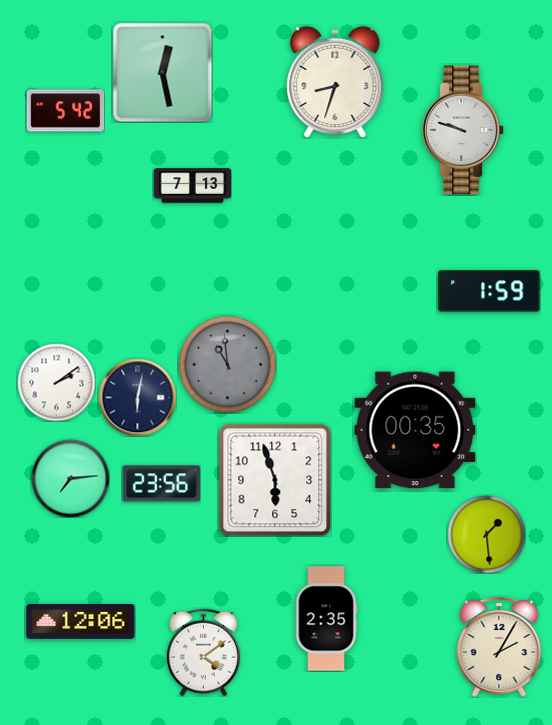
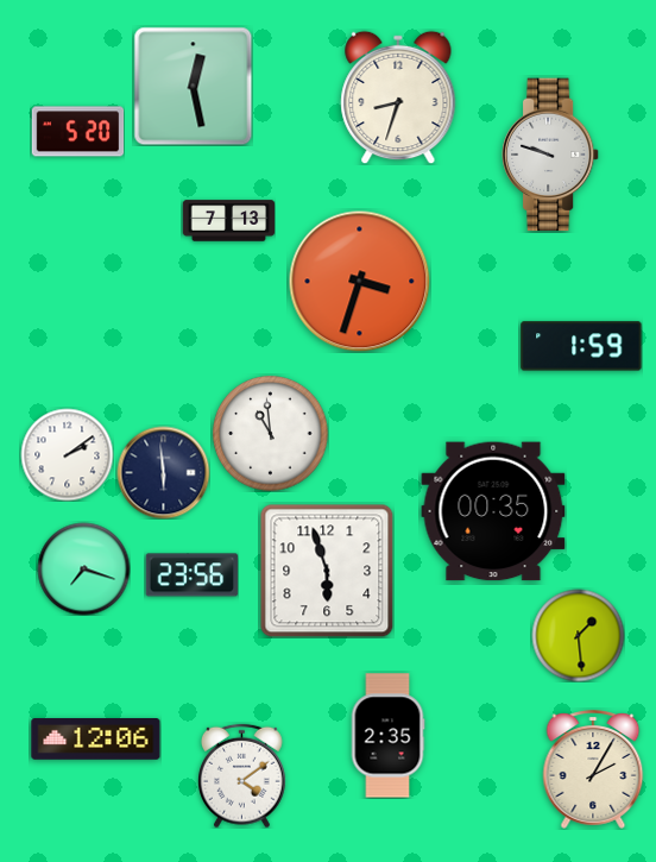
clock at (65, 111): 5:42 -> 5:20
clock at (360, 282): none -> 3:33
clock at (228, 365) dial: grey -> white
clock at (137, 397): 6:02 -> 5:59
clock at (70, 478): 7:14 -> 7:18
